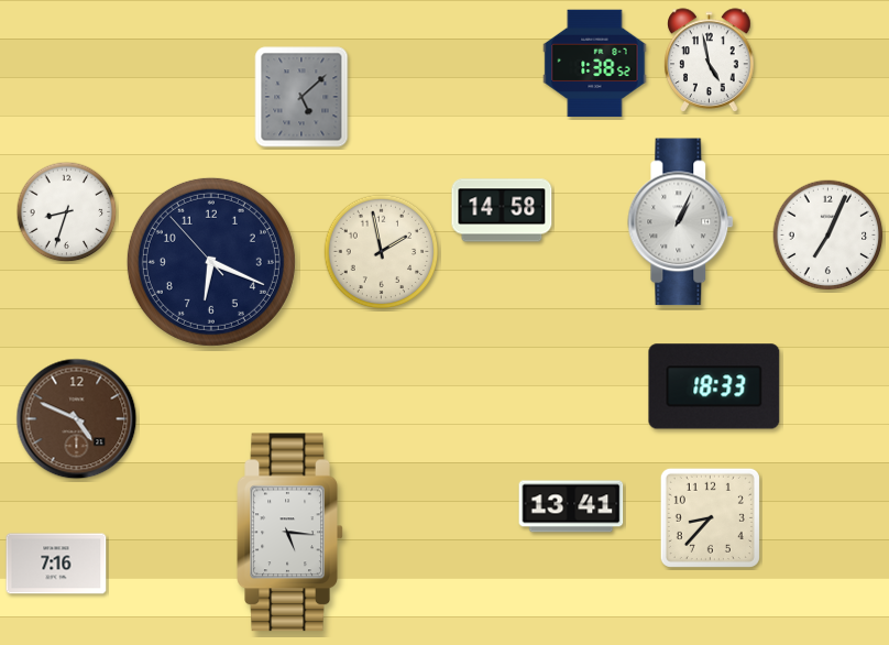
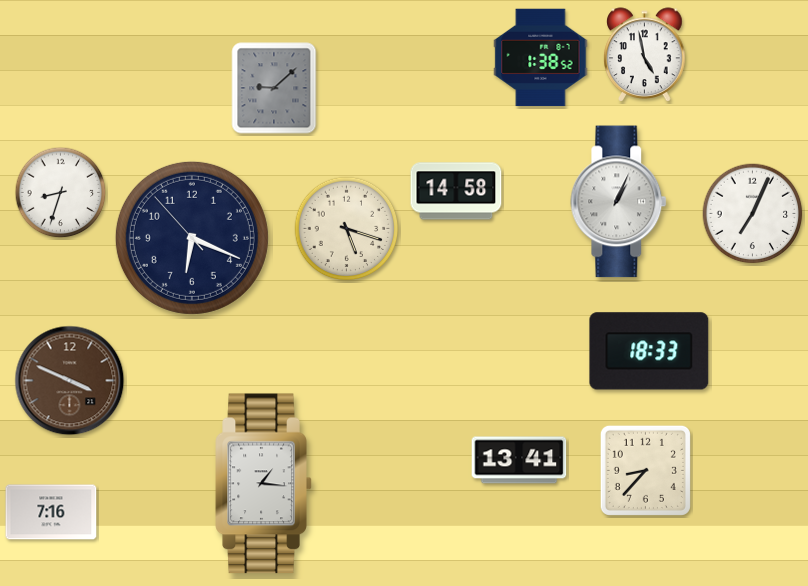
clock at (301, 97): 5:08 -> 9:08
clock at (382, 252): 1:58 -> 5:18
clock at (77, 419): 4:49 -> 3:49
clock at (290, 533): 5:16 -> 1:16
